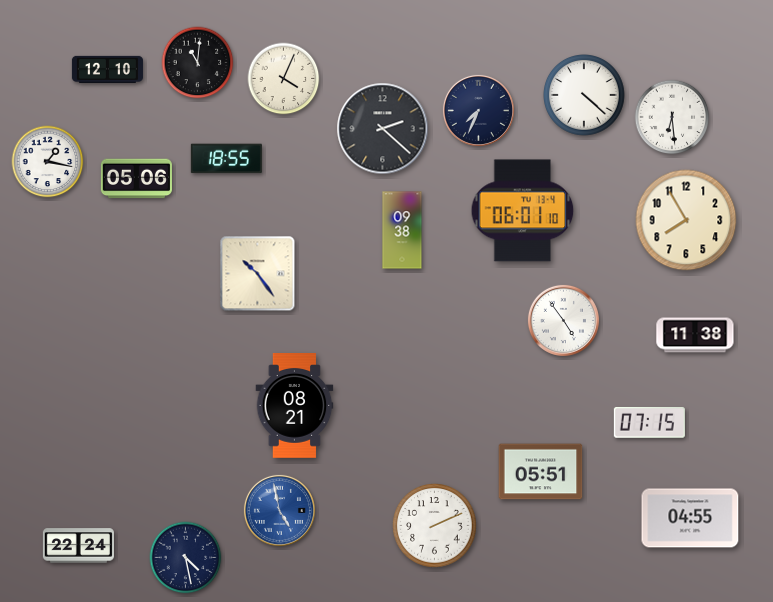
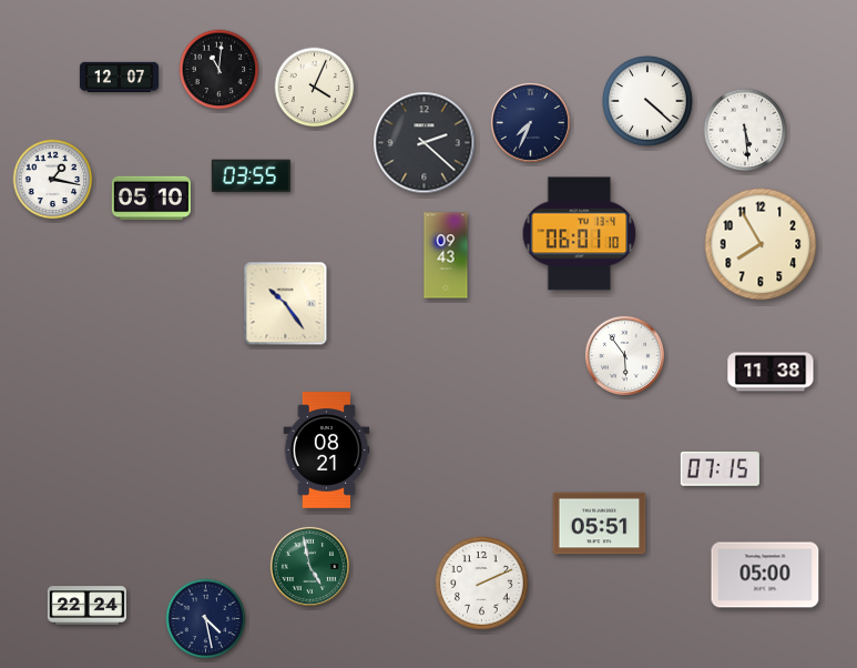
clock at (107, 69): 12:10 -> 12:07
clock at (585, 96) position: (585, 96) -> (649, 102)
clock at (672, 117): 6:29 -> 5:29
clock at (226, 159): 18:55 -> 03:55
clock at (136, 179): 05:06 -> 05:10
clock at (402, 230): 09:38 -> 09:43
clock at (563, 320): 4:54 -> 5:54
clock at (279, 510) dial: blue -> green
clock at (690, 518): 04:55 -> 05:00
